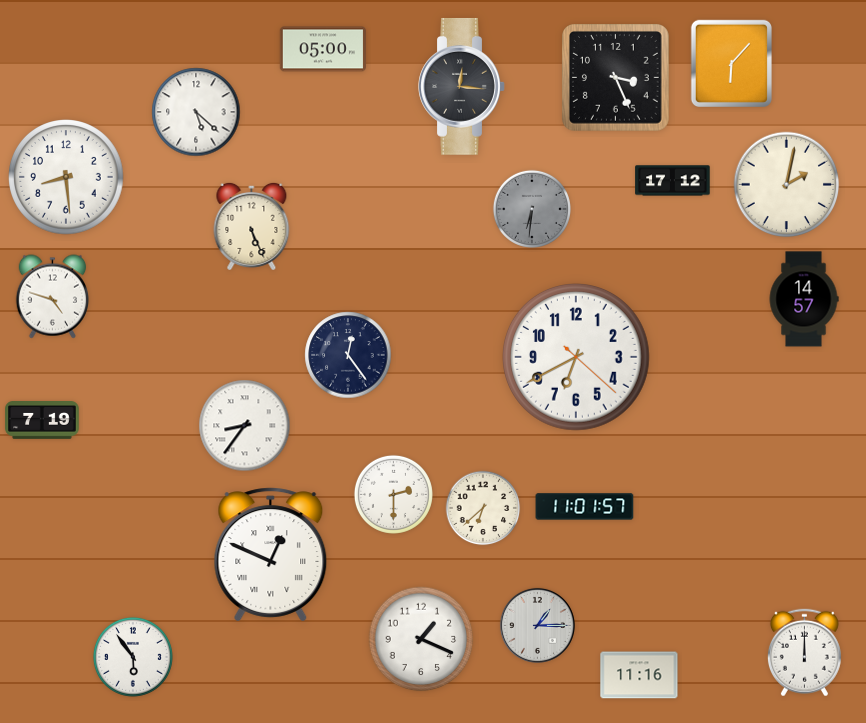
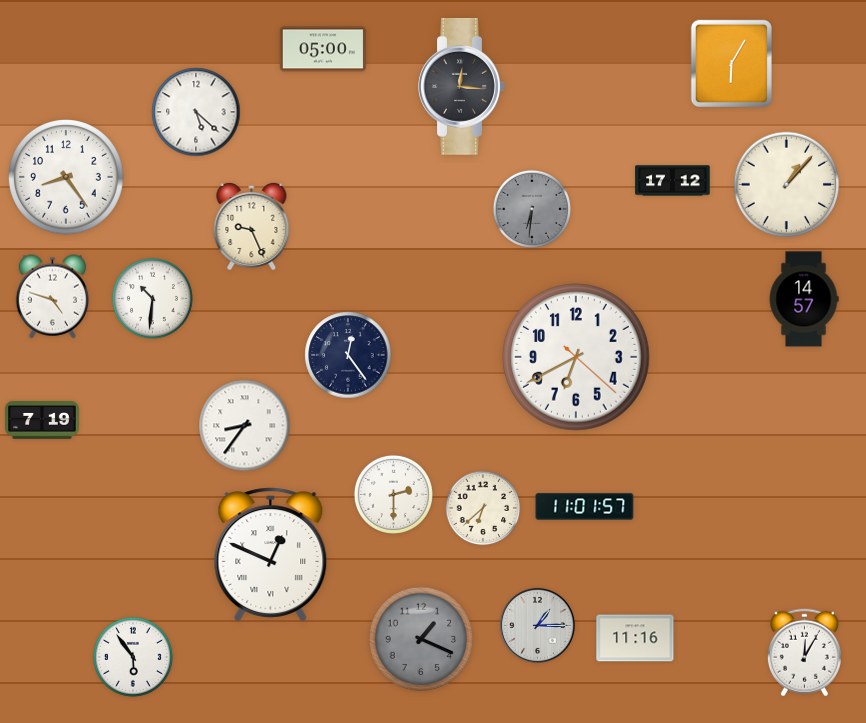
clock at (731, 63): 6:07 -> 6:05
clock at (616, 78): 3:26 -> none
clock at (66, 177): 8:29 -> 8:24
clock at (787, 185): 2:02 -> 1:07
clock at (252, 226): 5:26 -> 9:26
clock at (152, 298): none -> 10:31
clock at (421, 639) dial: white -> grey
clock at (804, 653): 12:00 -> 12:05
clock at (639, 675) position: (639, 675) -> (635, 638)
